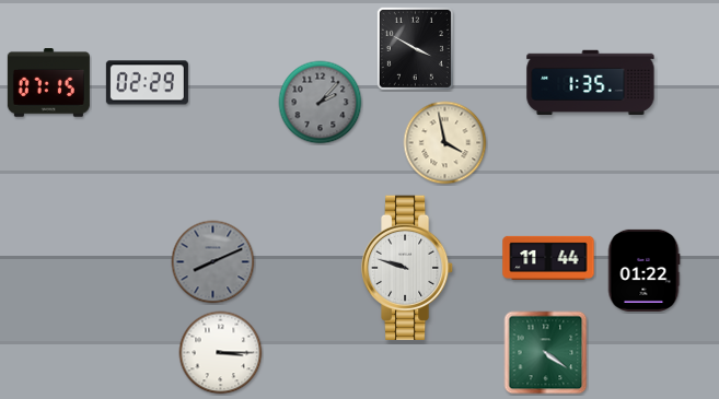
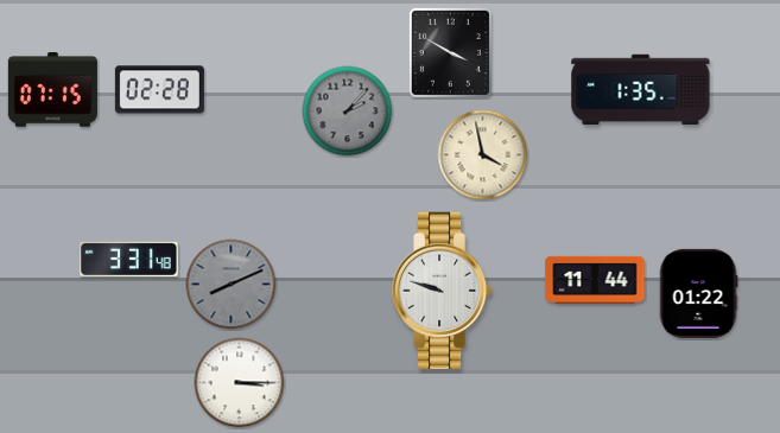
clock at (147, 83): 02:29 -> 02:28
clock at (129, 259): none -> 3:31
clock at (546, 353): 4:21 -> none
